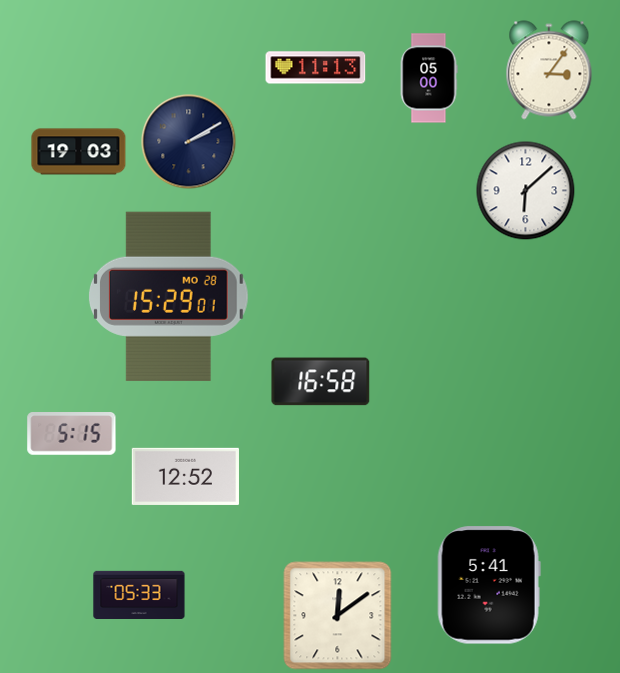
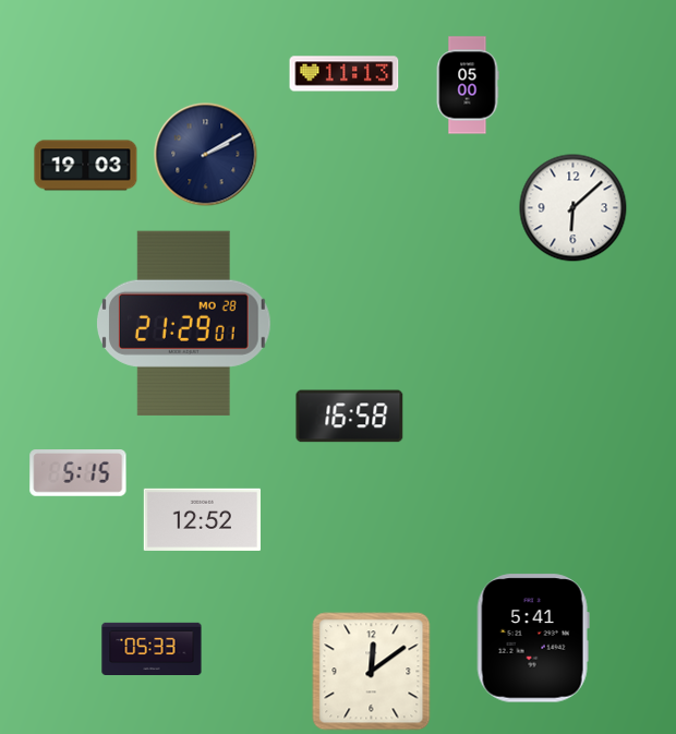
clock at (549, 70): 3:06 -> none
clock at (168, 296): 15:29 -> 21:29
clock at (338, 616) position: (338, 616) -> (372, 672)
